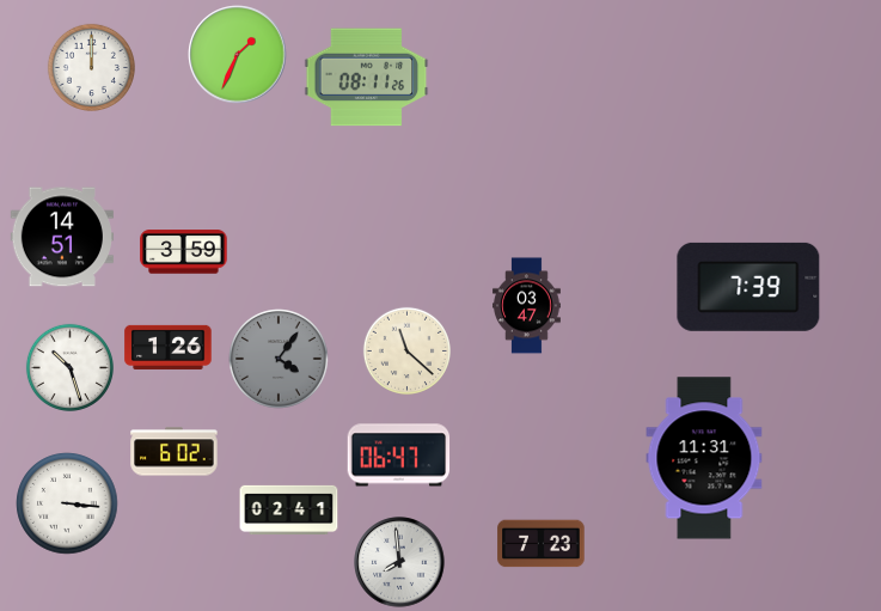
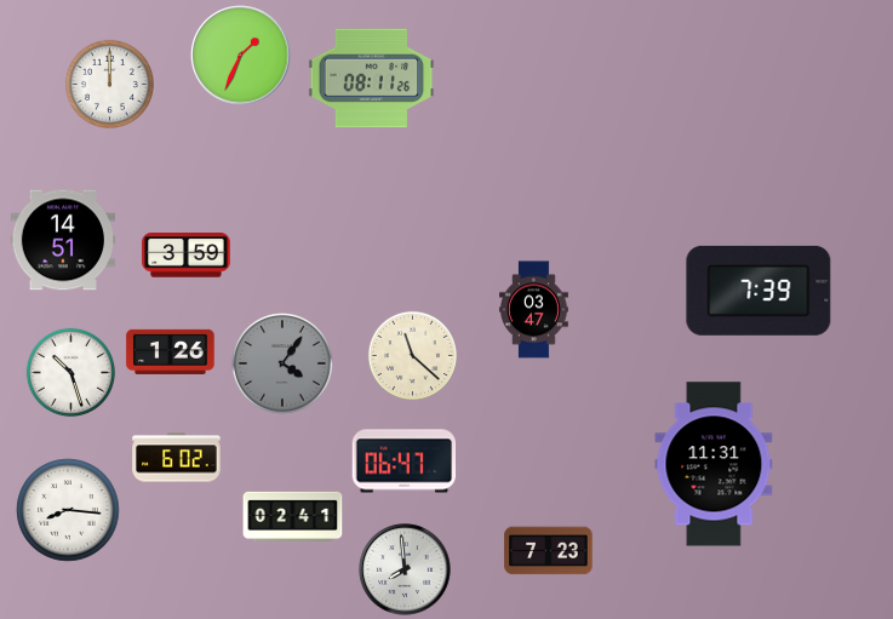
clock at (91, 67) position: (91, 67) -> (109, 84)
clock at (67, 503): 3:16 -> 8:16
